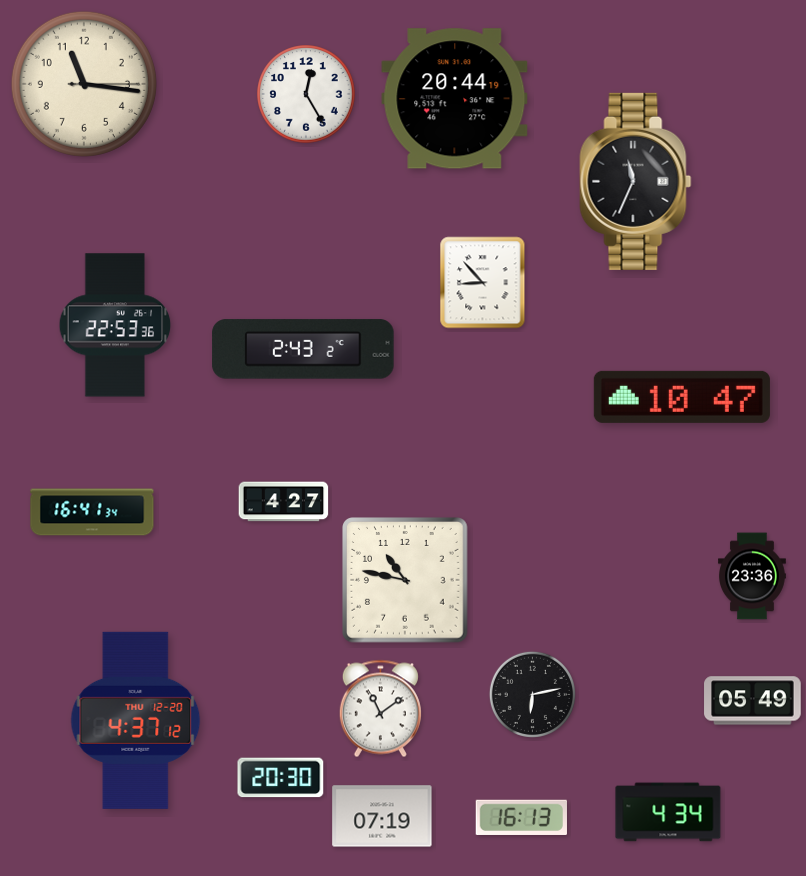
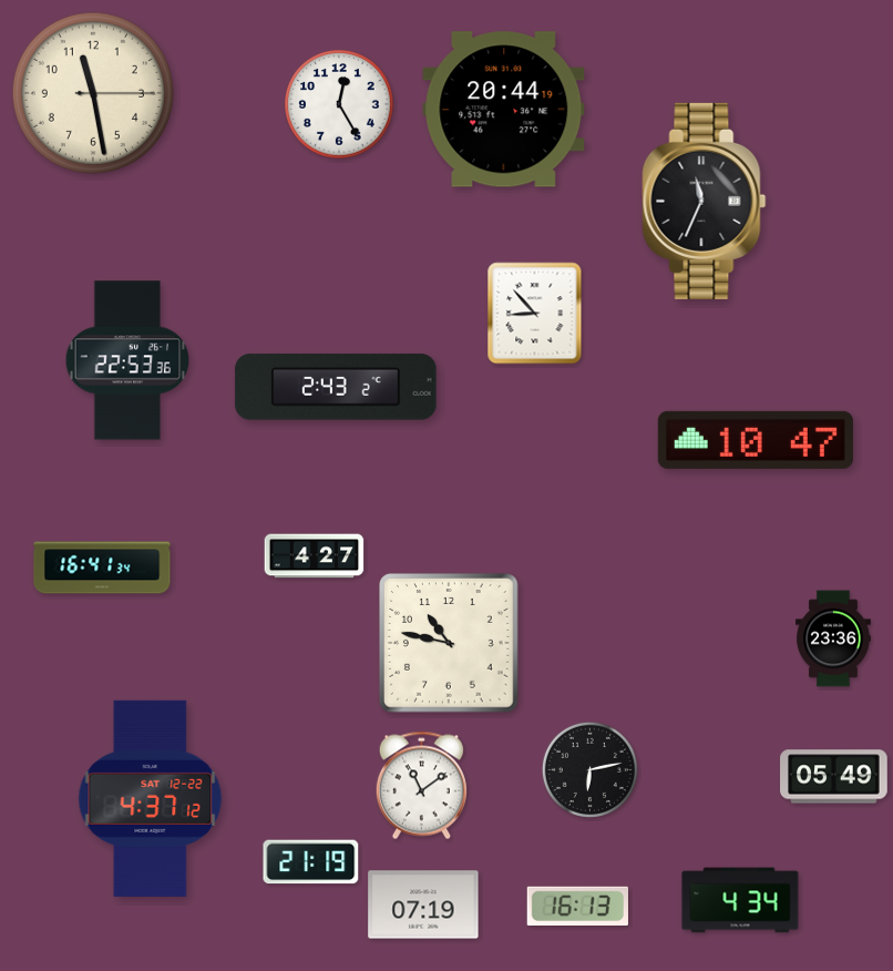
clock at (84, 84): 11:16 -> 11:28
clock at (136, 720) date: THU 12-20 -> SAT 12-22
clock at (281, 778): 20:30 -> 21:19
